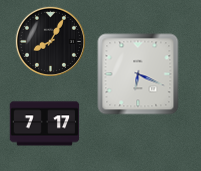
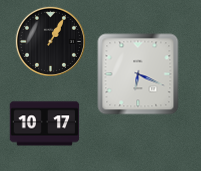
clock at (50, 41): 8:05 -> 1:05
clock at (45, 124): 7:17 -> 10:17
